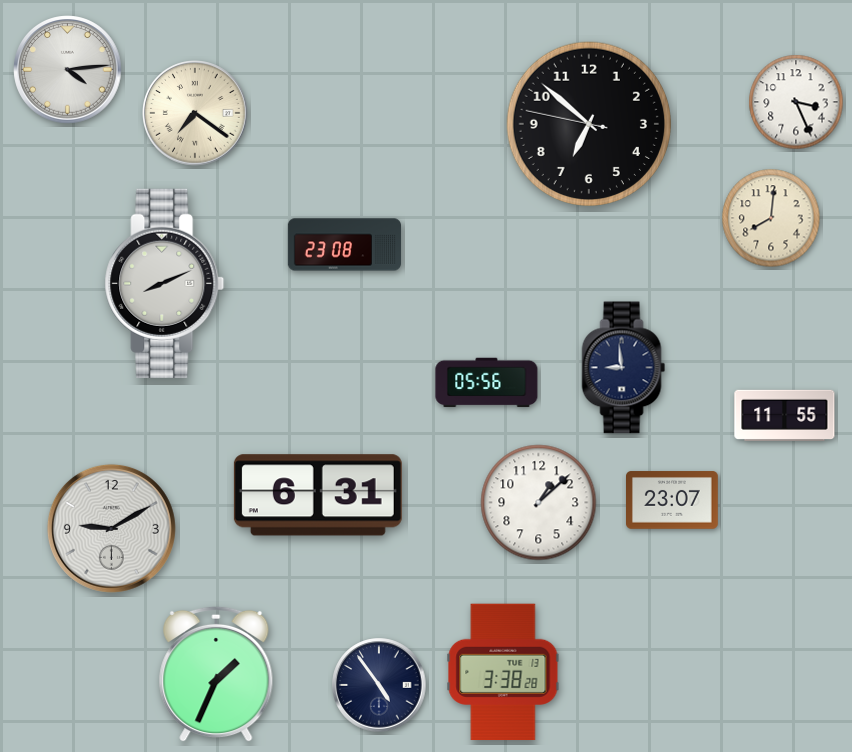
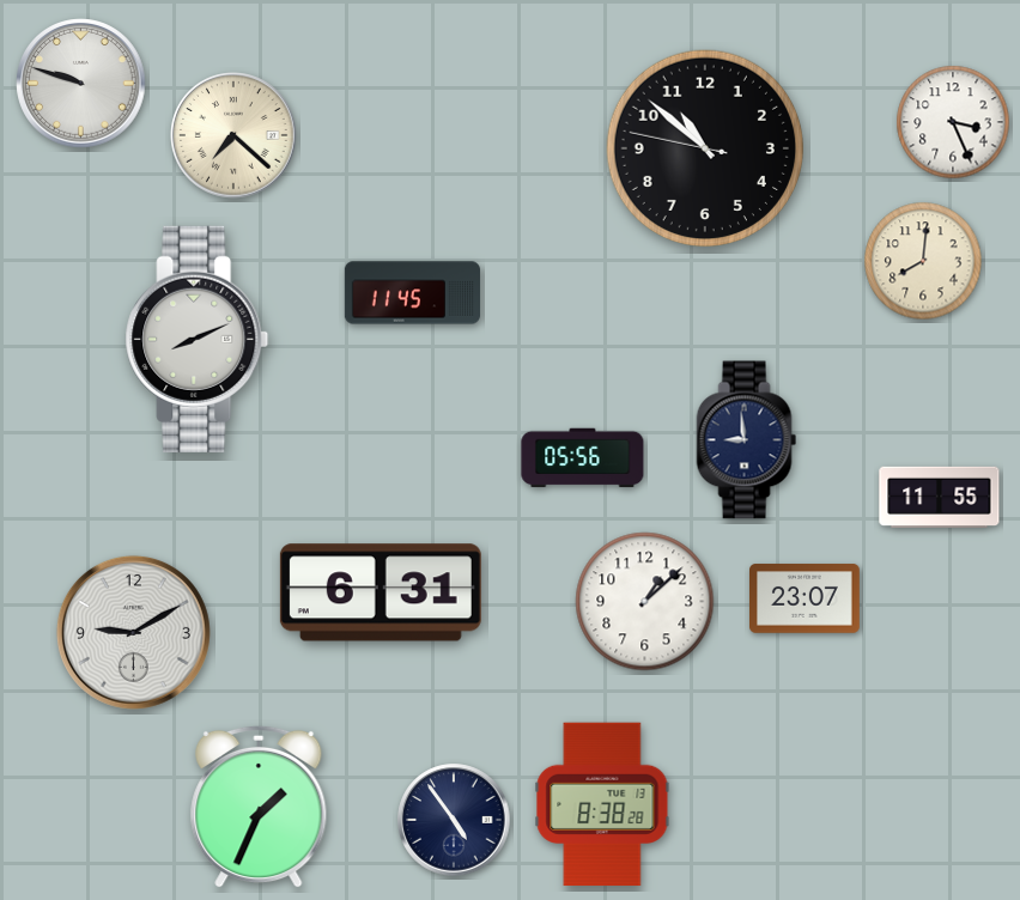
clock at (68, 70): 4:14 -> 9:48
clock at (195, 113): 7:21 -> 7:22
clock at (588, 123): 6:51 -> 10:51
clock at (344, 245): 23:08 -> 11:45
clock at (503, 672): 3:38 -> 8:38
